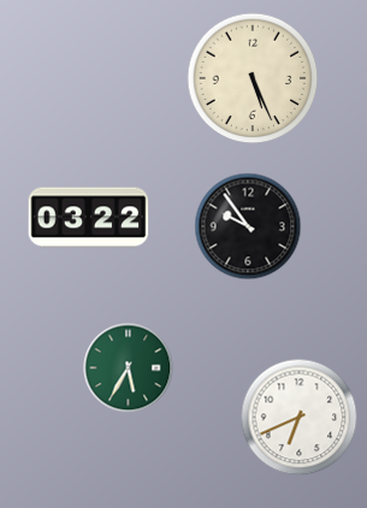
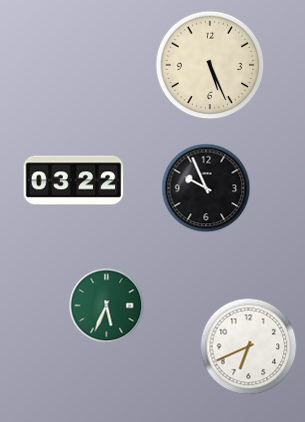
clock at (248, 226): 9:54 -> 9:56
clock at (129, 368): 5:35 -> 5:34
